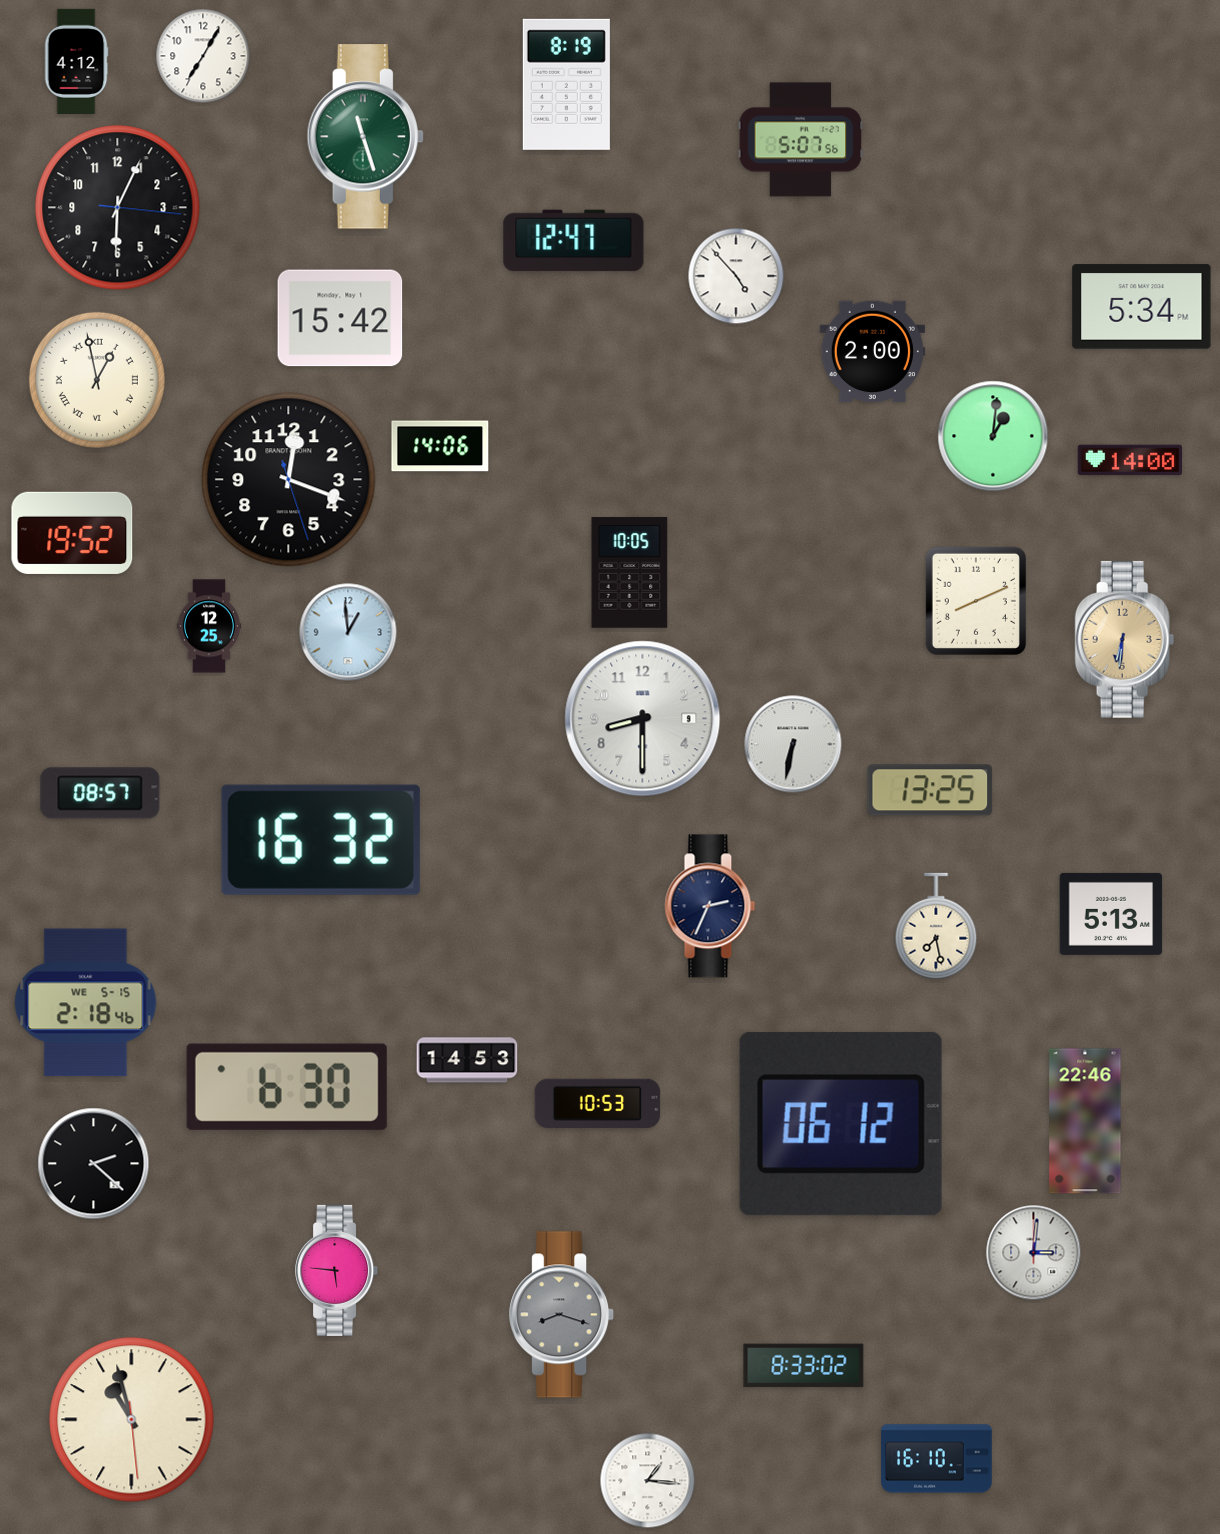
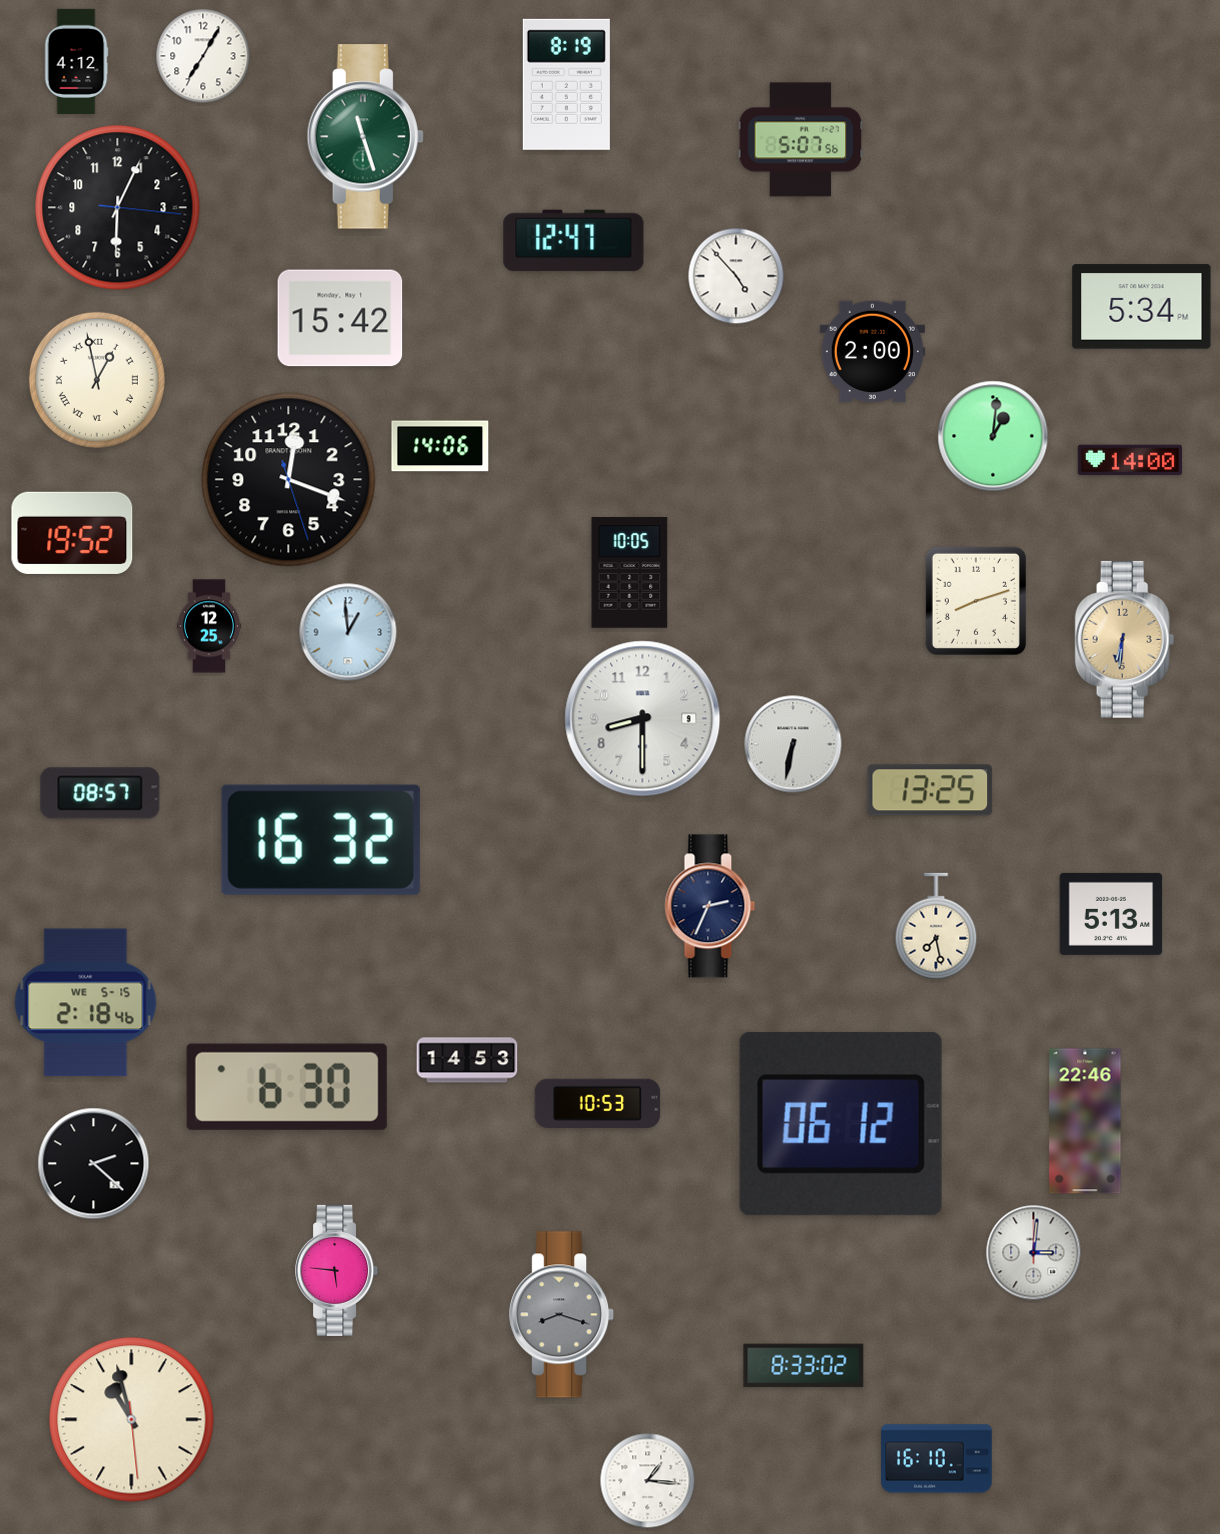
clock at (976, 601): 8:11 -> 8:12
